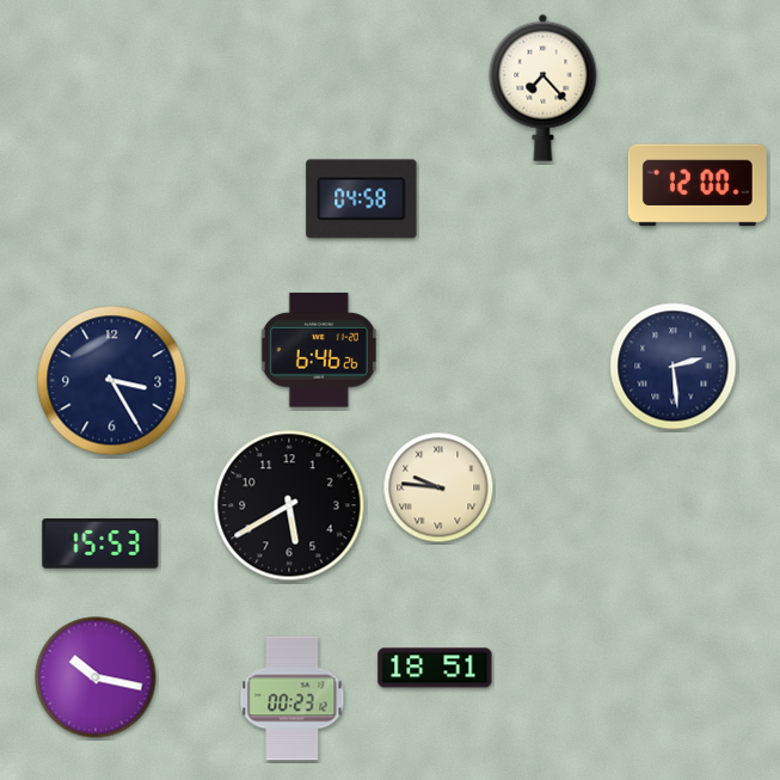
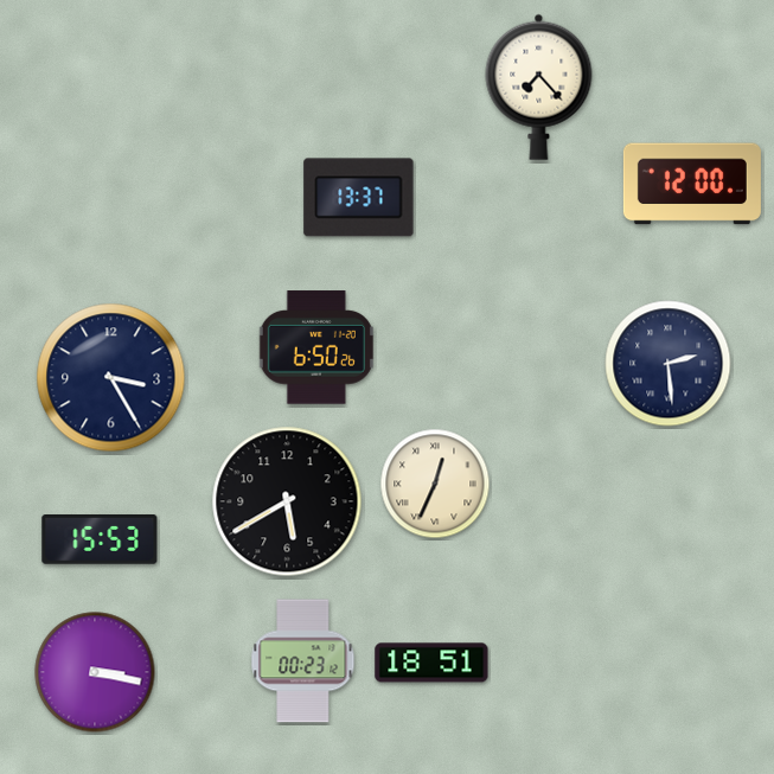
clock at (362, 199): 04:58 -> 13:37
clock at (319, 350): 6:46 -> 6:50
clock at (438, 487): 9:46 -> 12:34
clock at (96, 677): 10:17 -> 3:17
clock at (293, 699) position: (293, 699) -> (303, 661)
